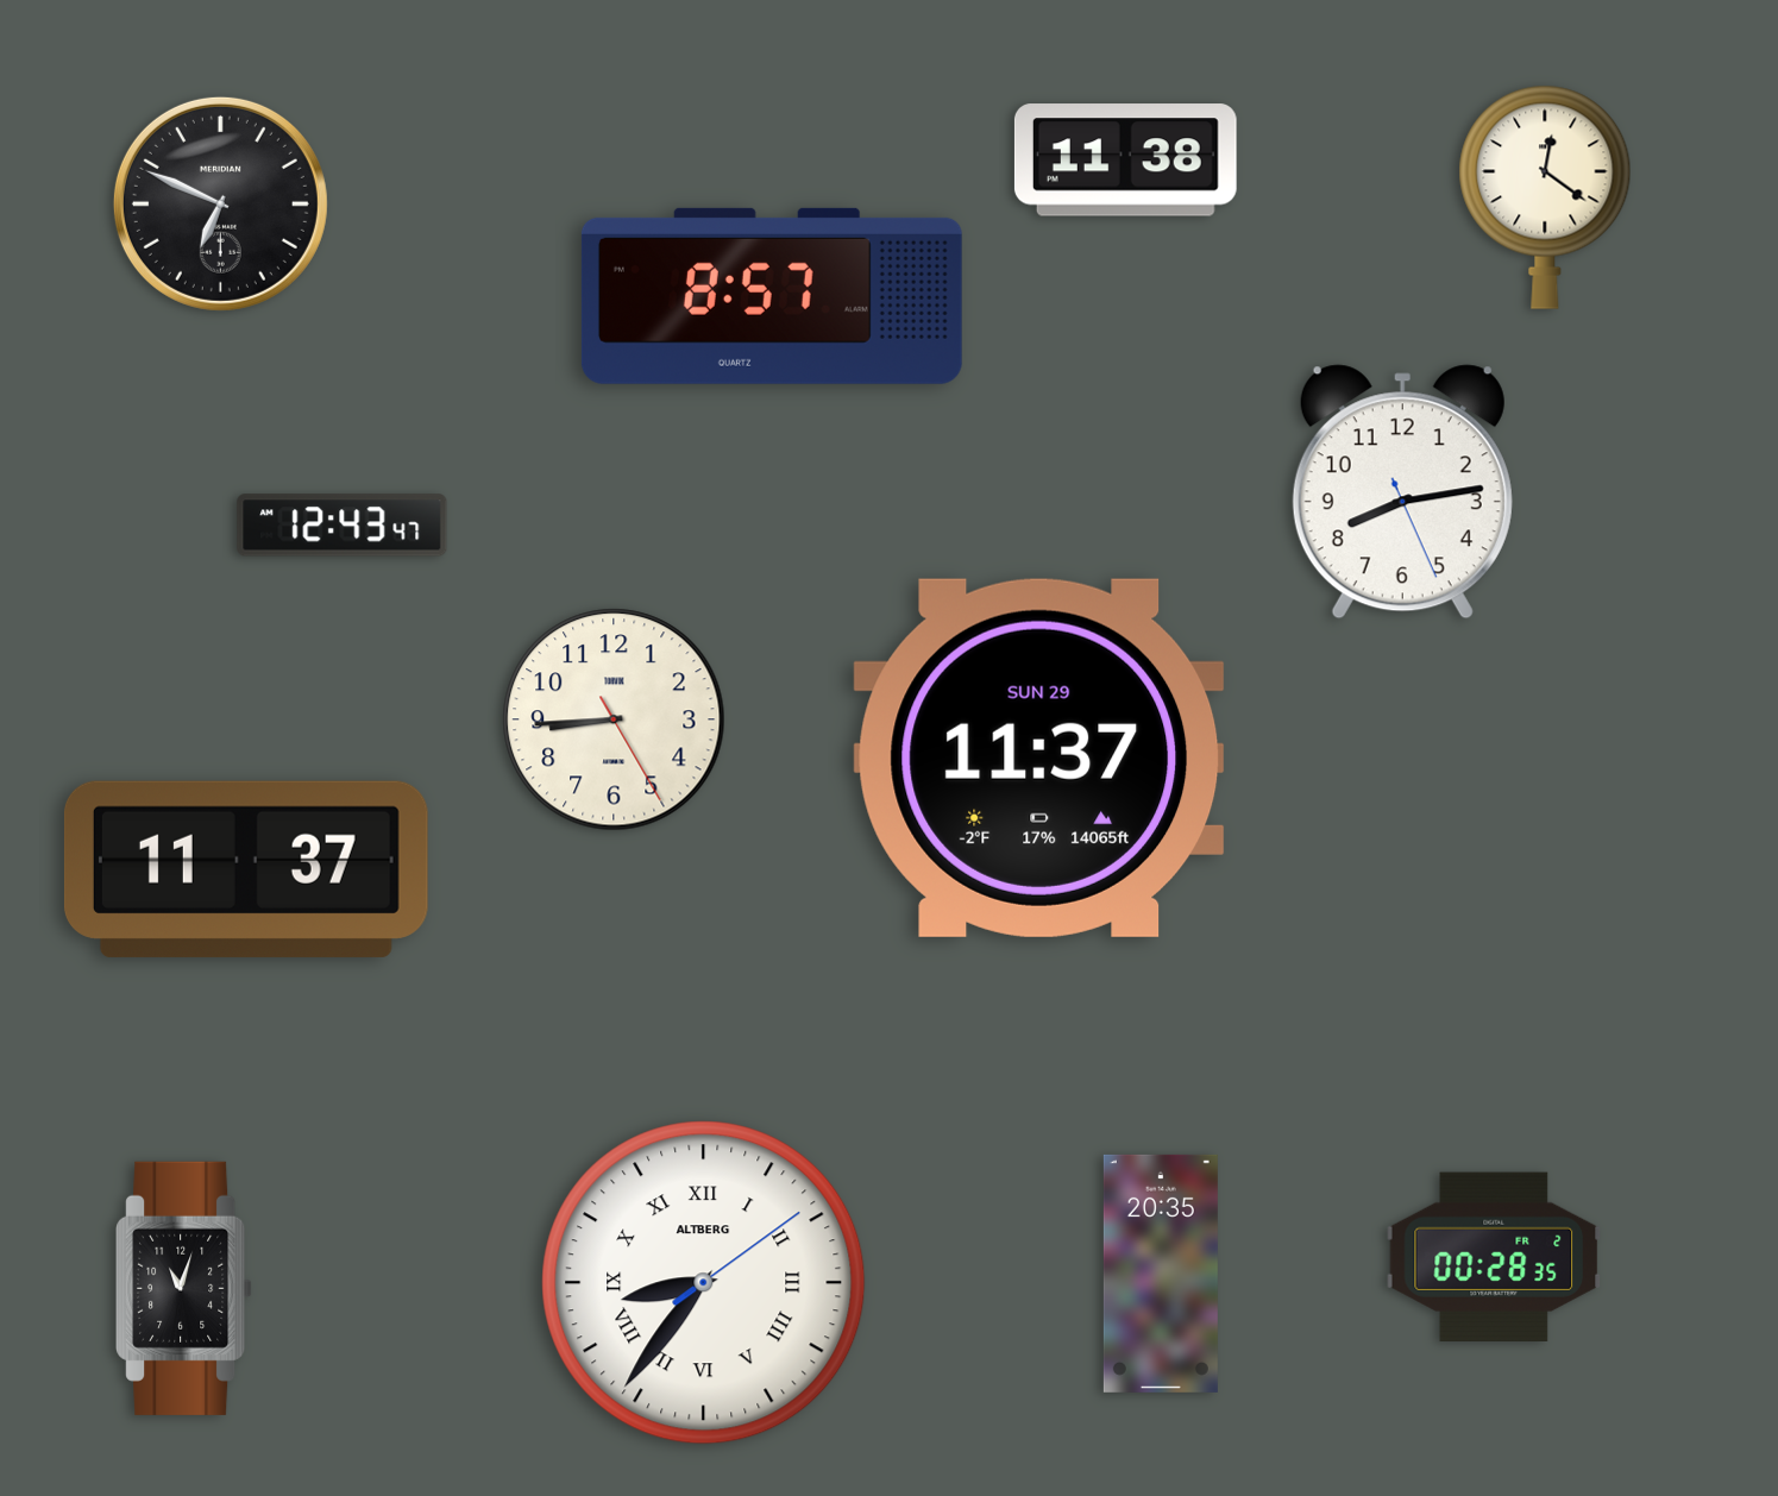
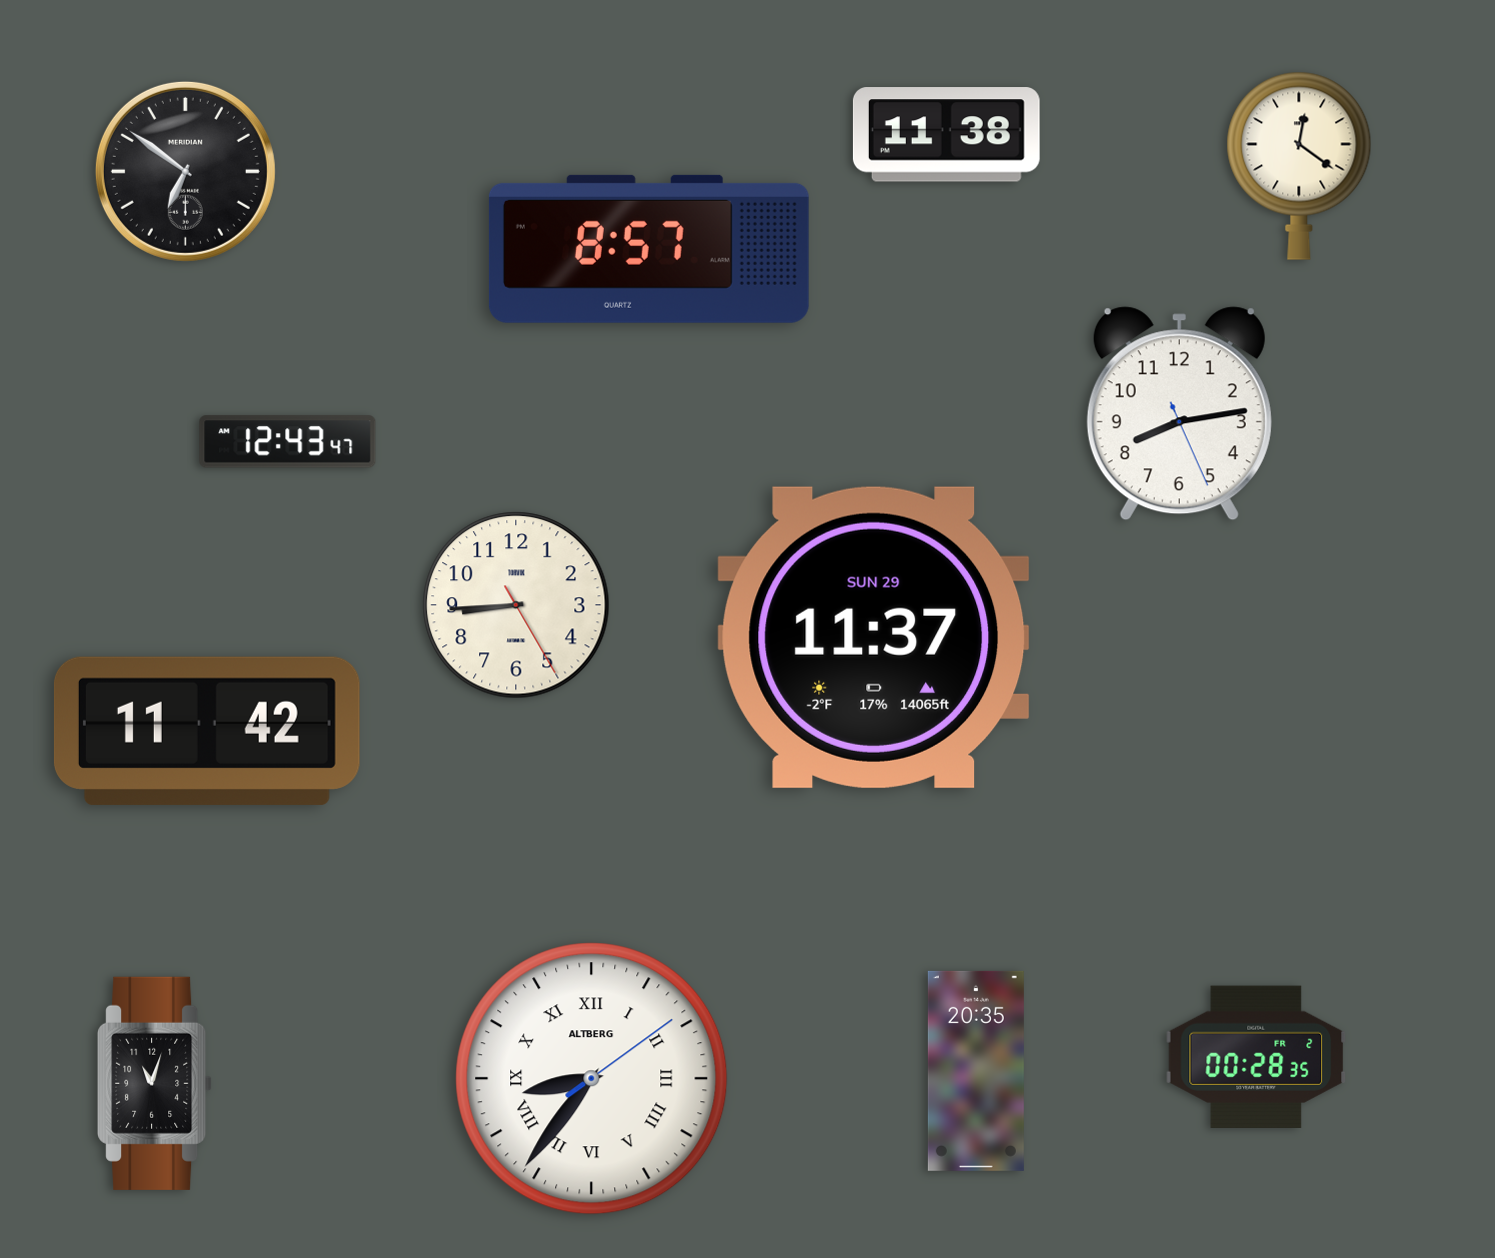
clock at (220, 203): 6:49 -> 6:51
clock at (246, 869): 11:37 -> 11:42
